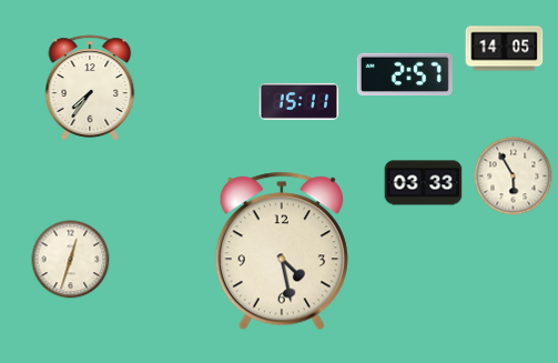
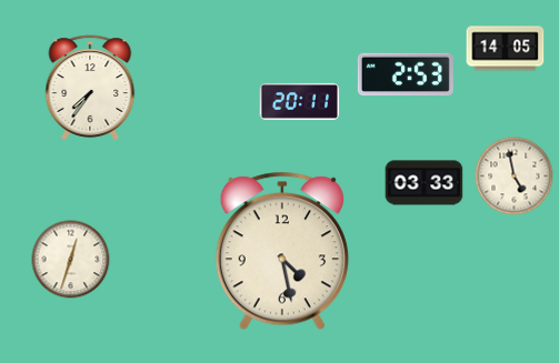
clock at (405, 74): 2:57 -> 2:53
clock at (300, 101): 15:11 -> 20:11
clock at (514, 177): 5:55 -> 4:58
